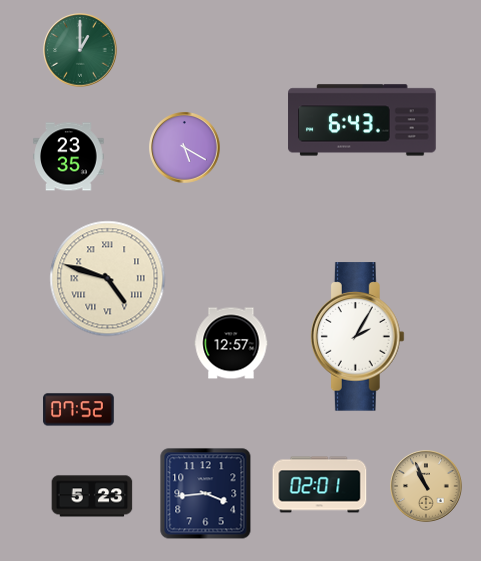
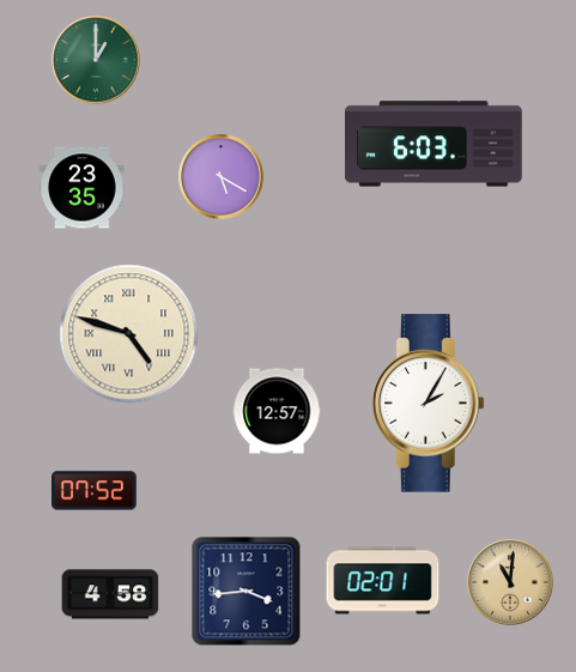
clock at (362, 120): 6:43 -> 6:03
clock at (426, 486): 10:56 -> 11:01
clock at (92, 496): 5:23 -> 4:58
